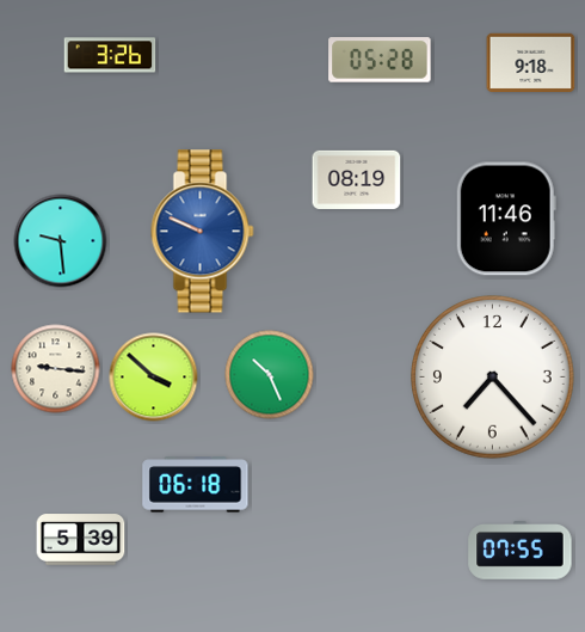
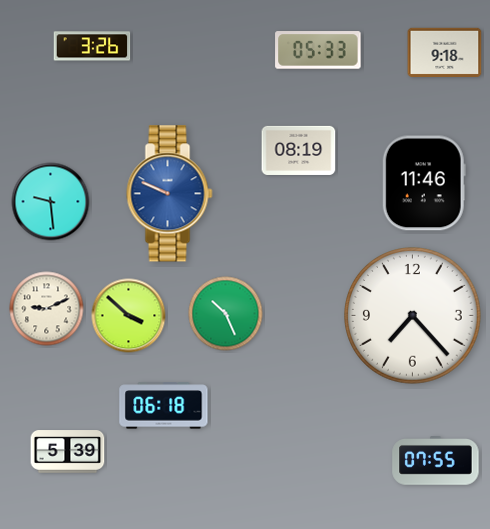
clock at (380, 60): 05:28 -> 05:33
clock at (56, 369): 9:16 -> 9:11
